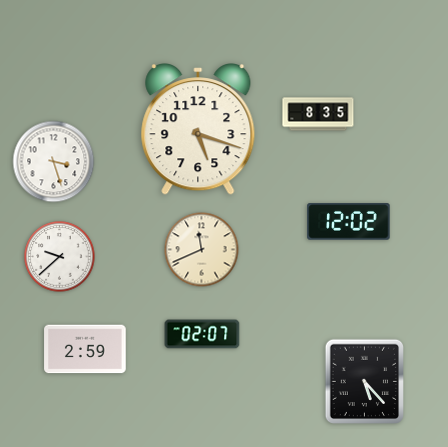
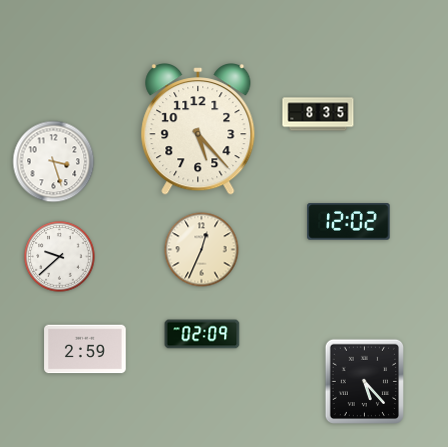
clock at (198, 130): 5:18 -> 5:23
clock at (202, 250): 11:41 -> 12:34
clock at (202, 334): 02:07 -> 02:09
